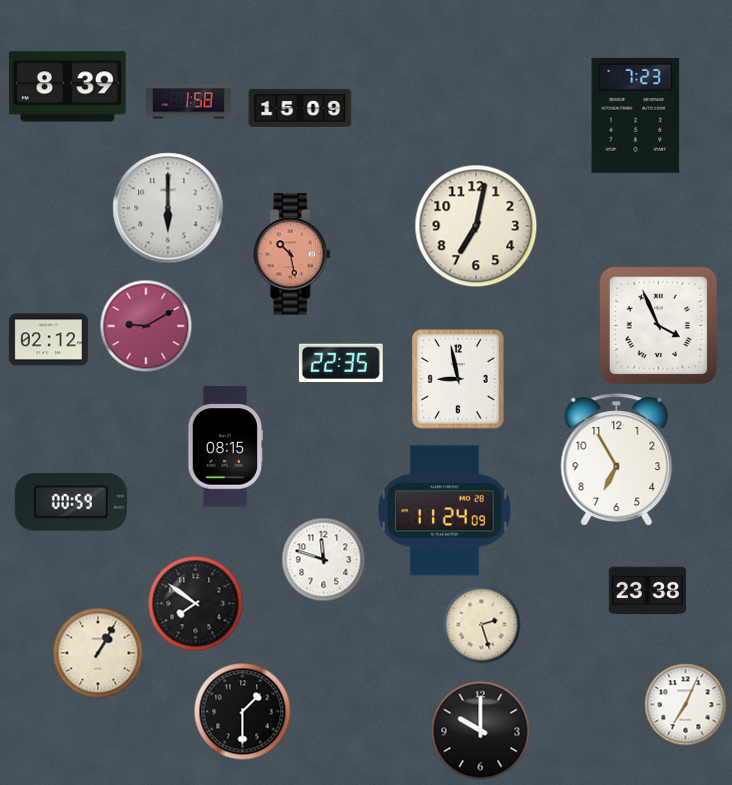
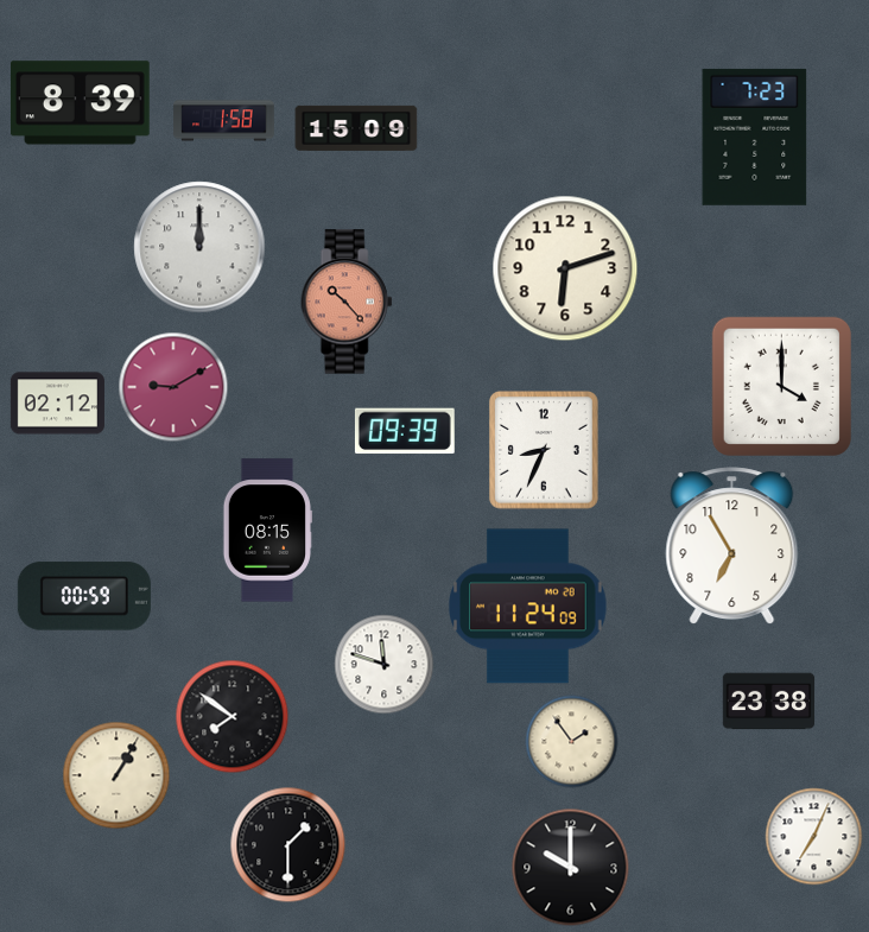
clock at (168, 208): 6:00 -> 12:00
clock at (476, 226): 7:02 -> 6:12
clock at (292, 254): 10:28 -> 10:23
clock at (658, 325): 3:56 -> 4:00
clock at (341, 363): 22:35 -> 09:39
clock at (459, 380): 8:58 -> 8:34
clock at (482, 625): 2:27 -> 1:54
